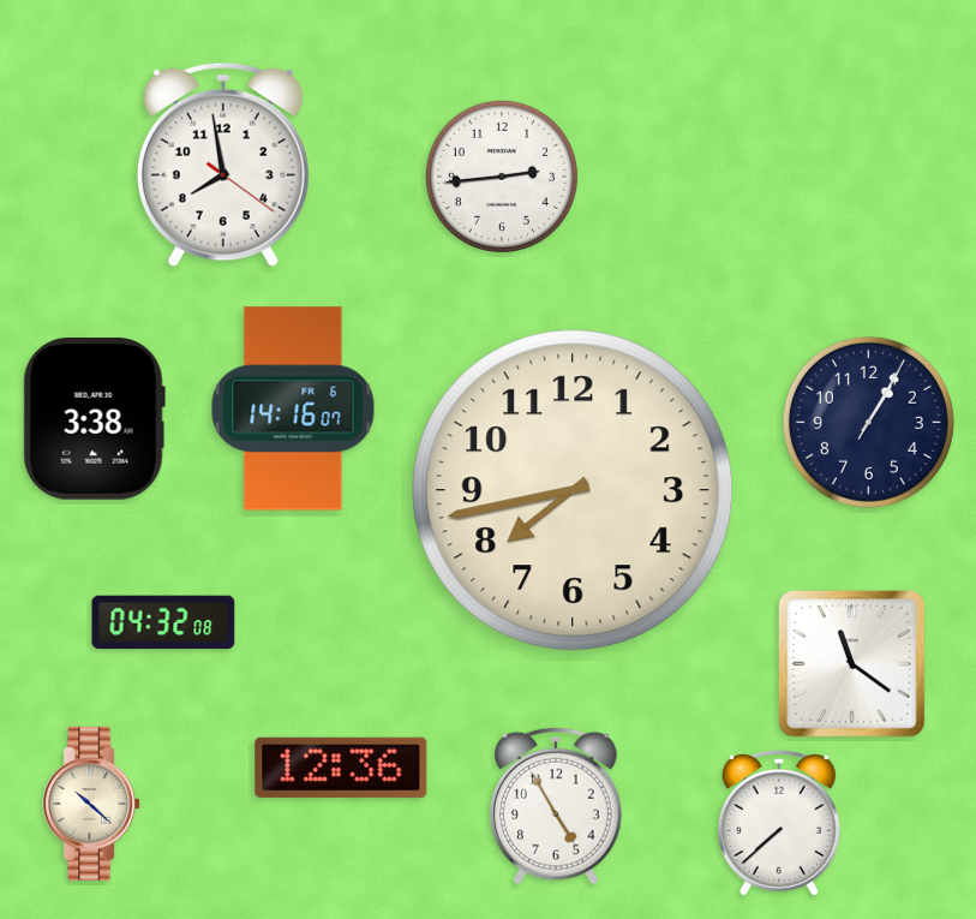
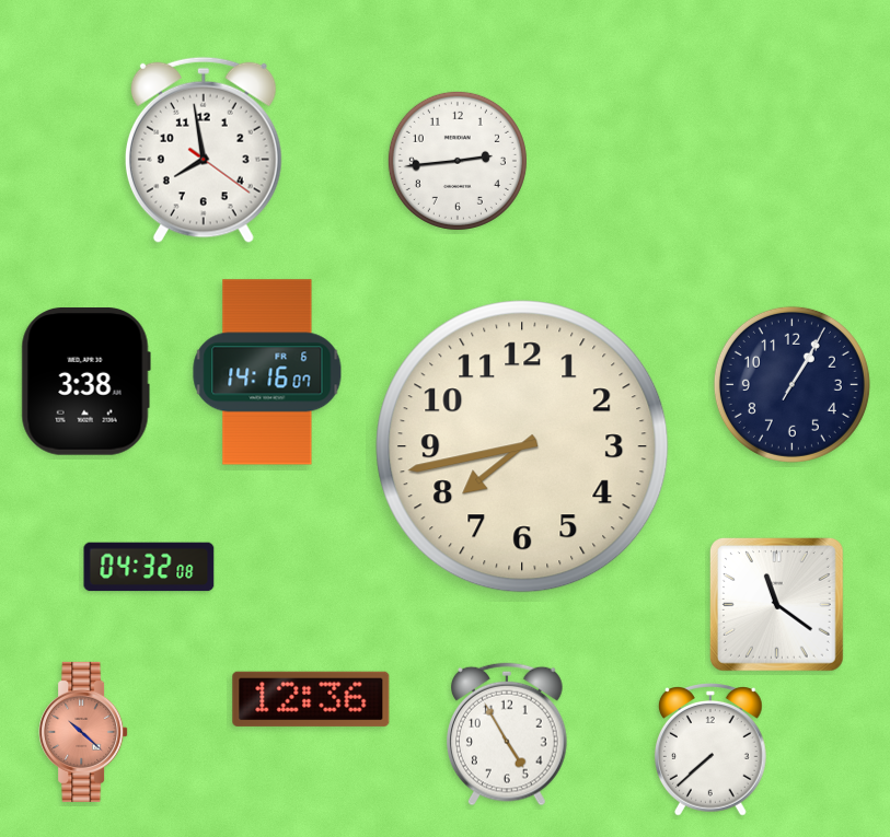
clock at (91, 804) dial: cream -> salmon
